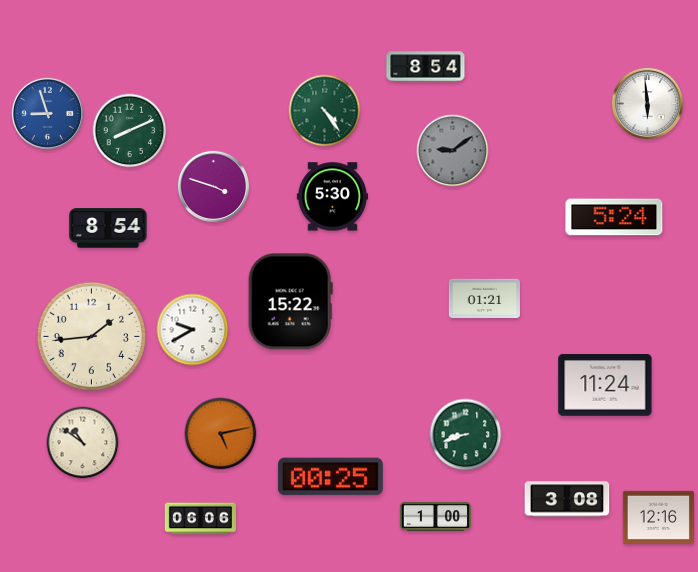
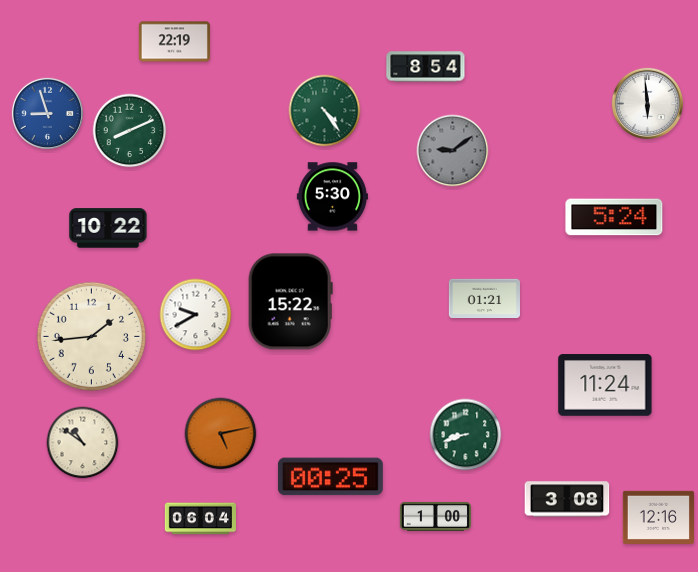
clock at (174, 42): none -> 22:19
clock at (213, 186): 3:48 -> none
clock at (108, 228): 8:54 -> 10:22
clock at (193, 330) position: (193, 330) -> (196, 315)
clock at (200, 519): 06:06 -> 06:04
